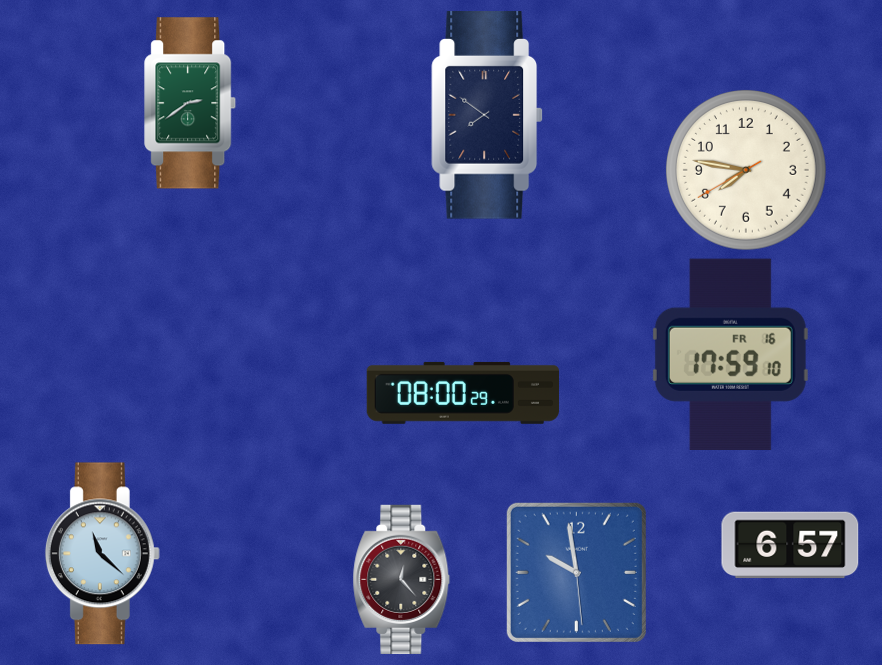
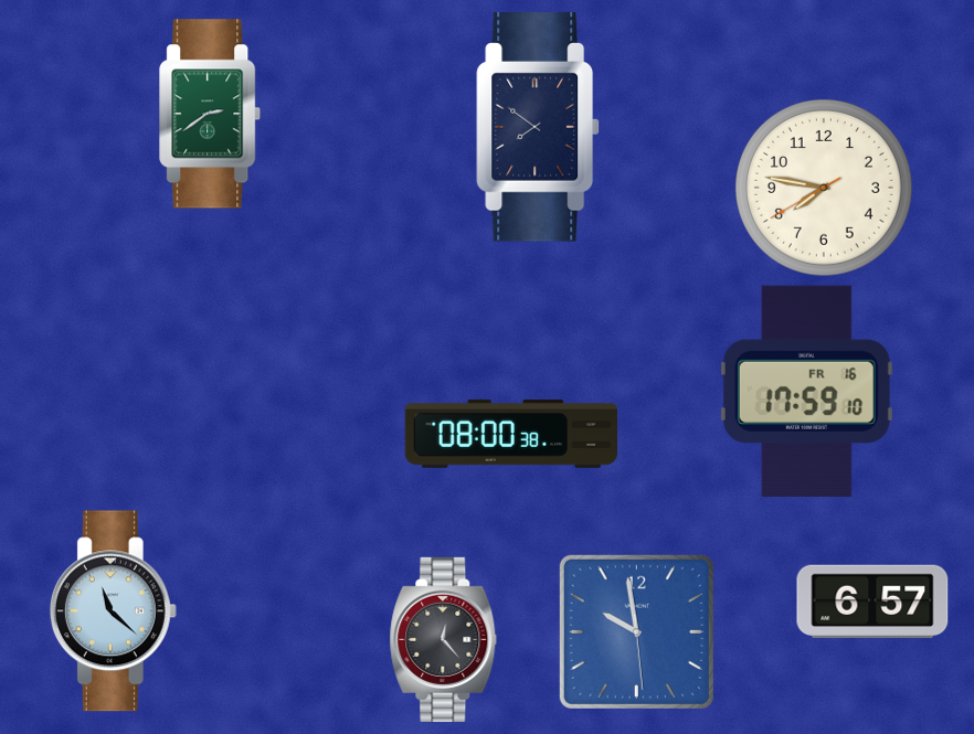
clock at (462, 393): 08:00:29 -> 08:00:38
